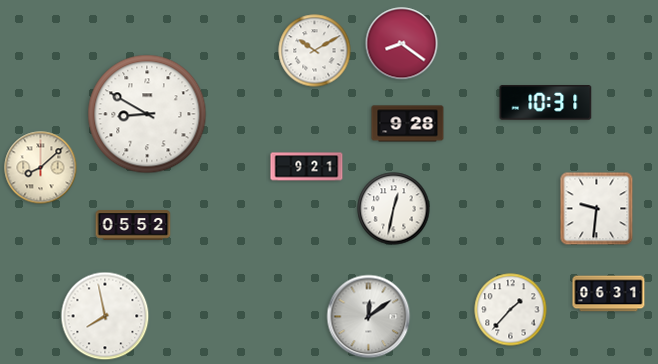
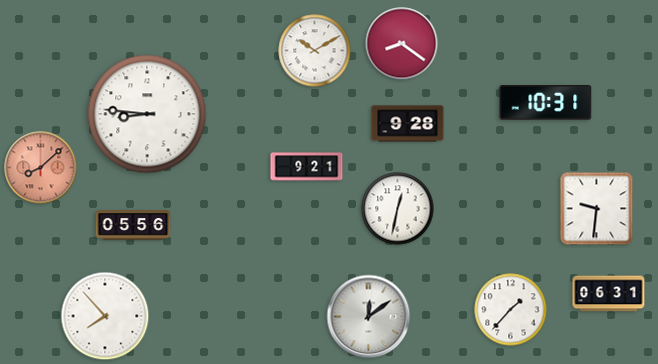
clock at (147, 114): 8:50 -> 8:46
clock at (41, 168) dial: cream -> salmon
clock at (394, 209) position: (394, 209) -> (398, 209)
clock at (133, 225): 05:52 -> 05:56
clock at (105, 316): 7:58 -> 7:53
